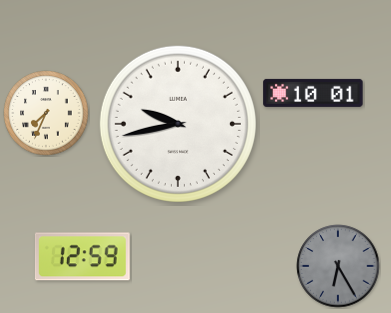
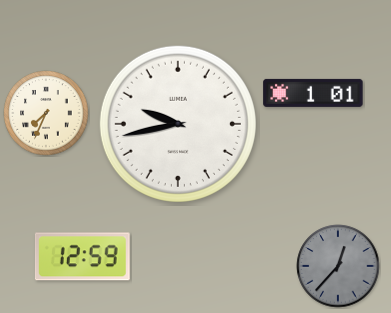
clock at (313, 93): 10:01 -> 1:01
clock at (338, 266): 6:25 -> 12:37
